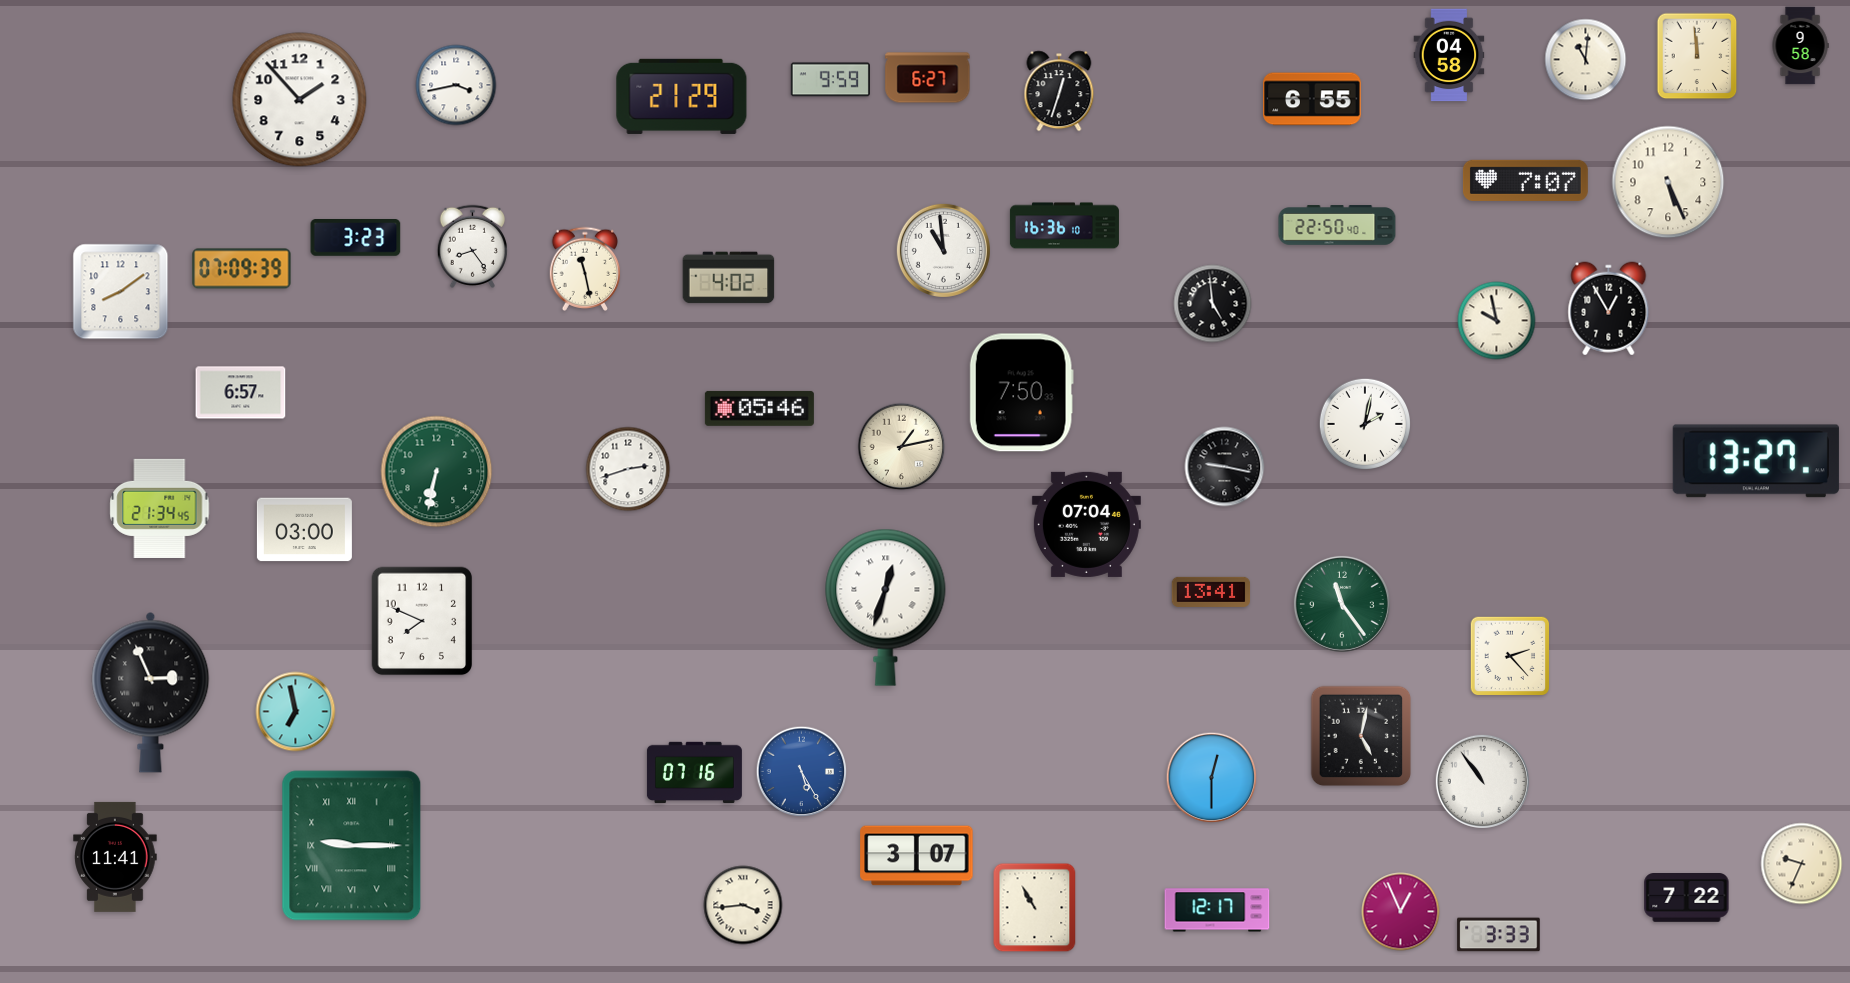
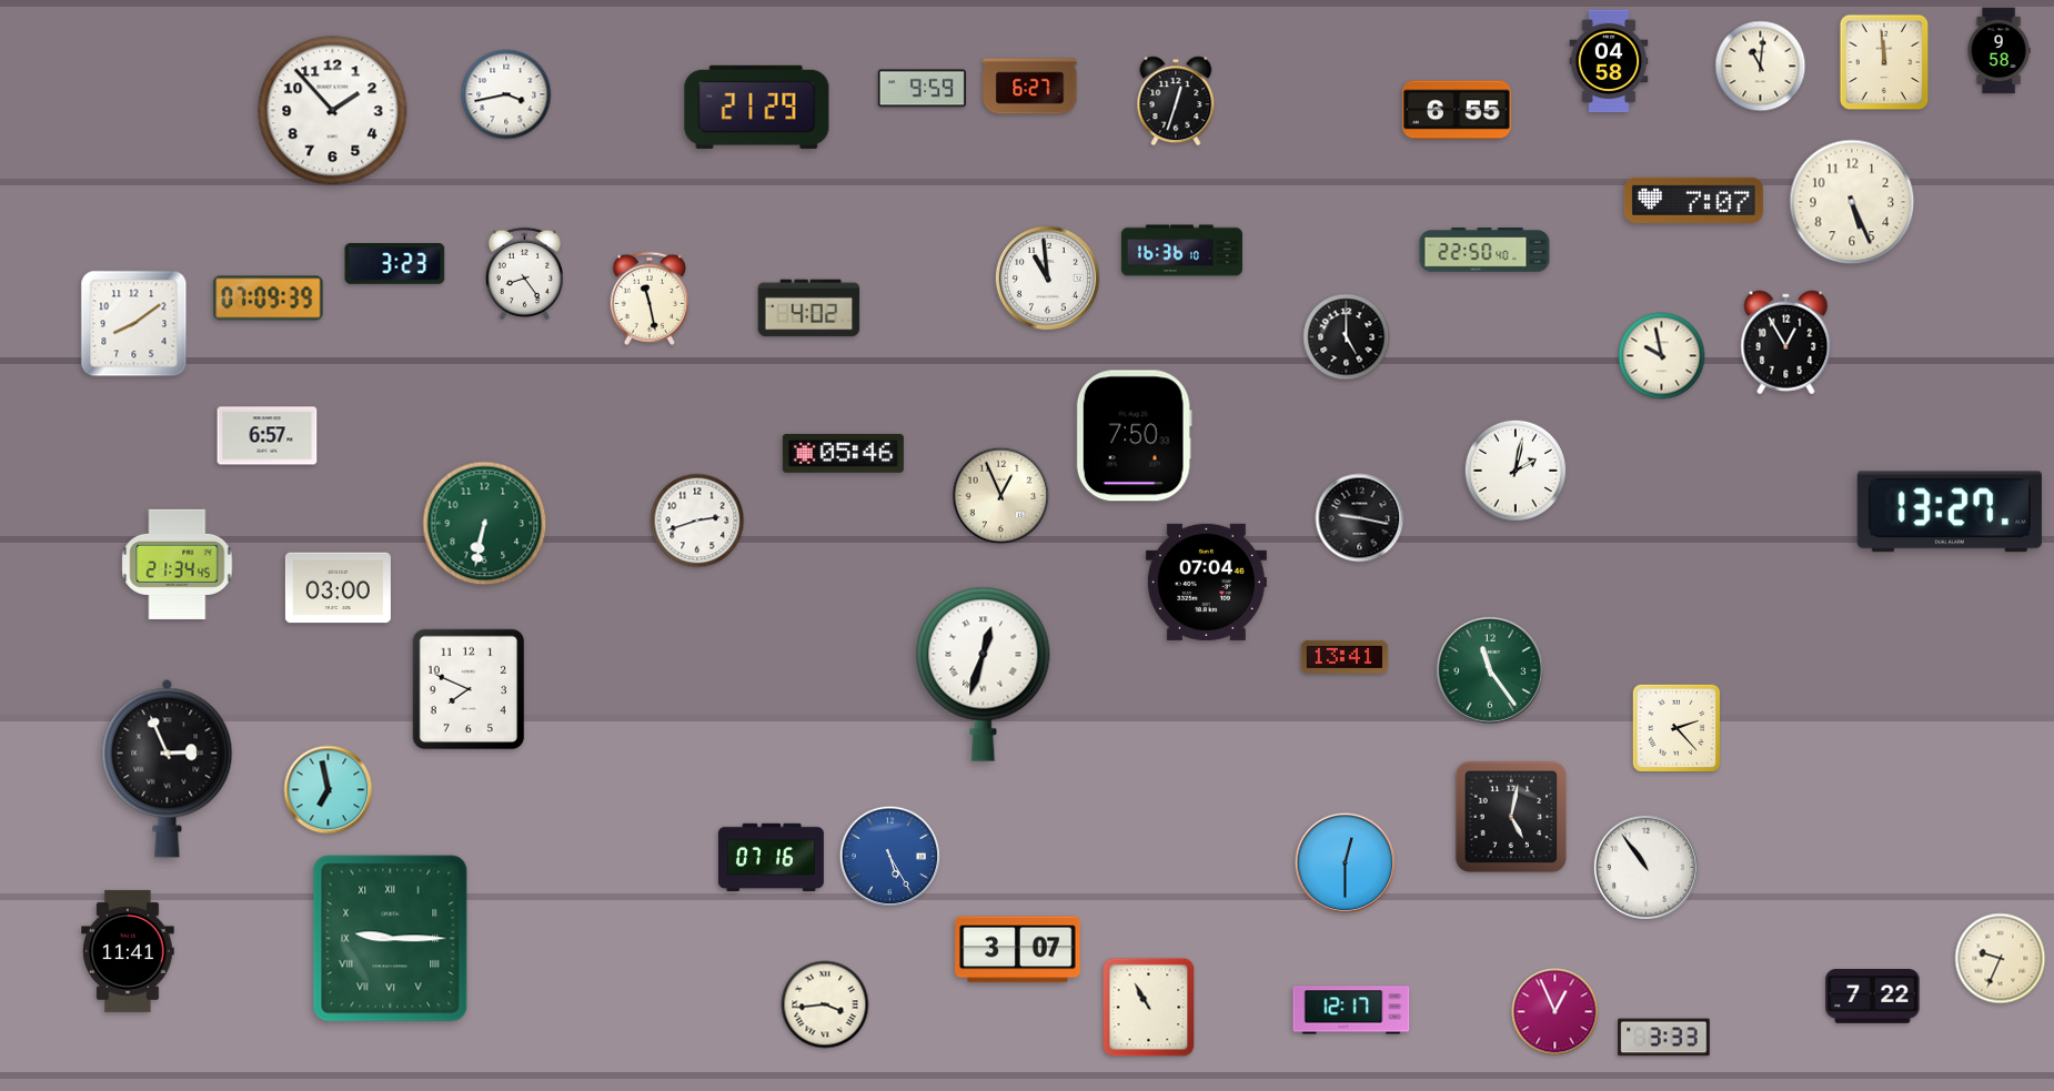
clock at (1213, 304): 4:59 -> 5:00
clock at (902, 447): 1:13 -> 12:56
